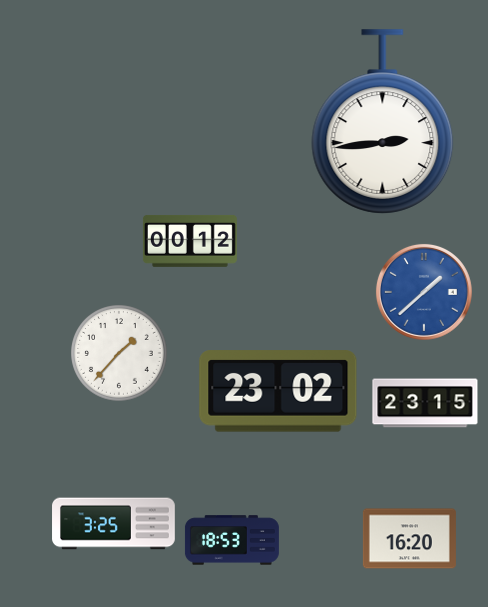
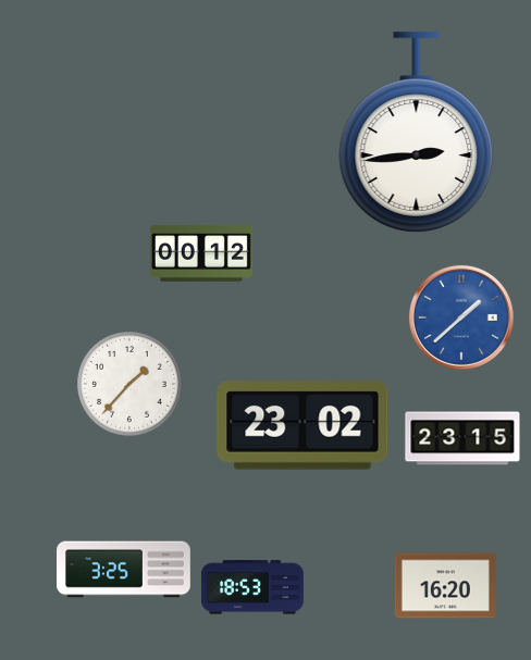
clock at (190, 241) position: (190, 241) -> (201, 253)
